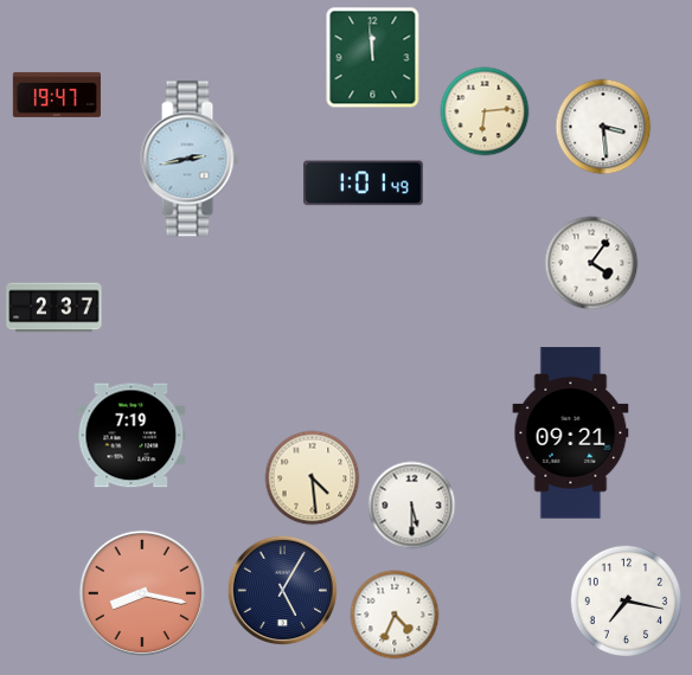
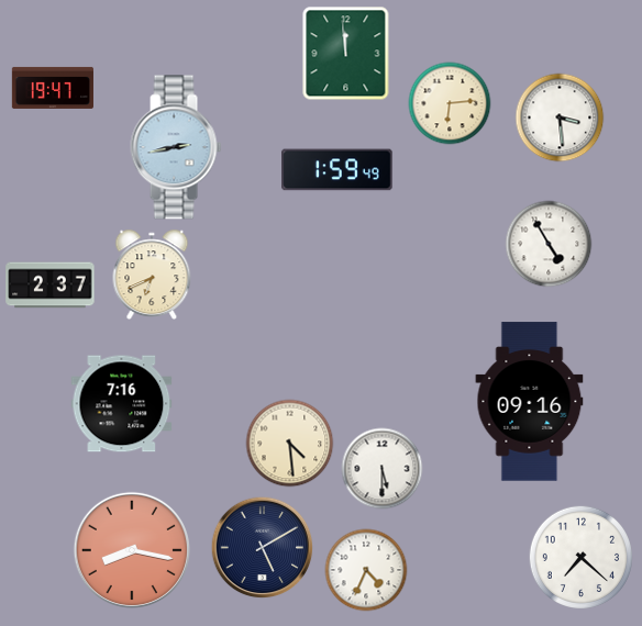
clock at (364, 184): 1:01 -> 1:59
clock at (591, 263): 4:06 -> 4:55
clock at (152, 275): none -> 6:41
clock at (571, 433): 09:21 -> 09:16
clock at (132, 436): 7:19 -> 7:16
clock at (283, 591): 5:05 -> 5:10
clock at (626, 600): 7:17 -> 7:22
